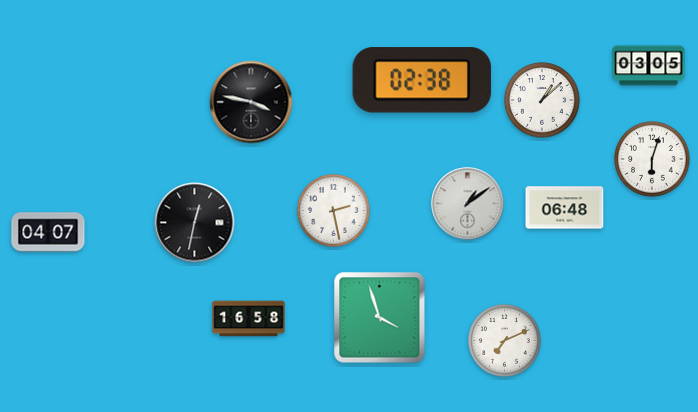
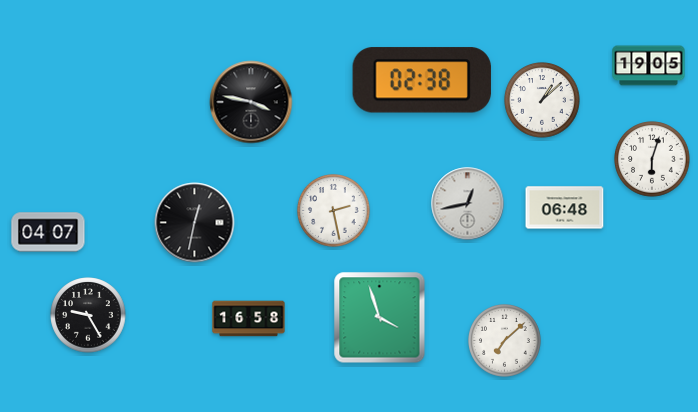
clock at (649, 66): 03:05 -> 19:05
clock at (468, 204): 1:09 -> 12:43
clock at (88, 315): none -> 9:25
clock at (505, 341): 7:11 -> 7:08
